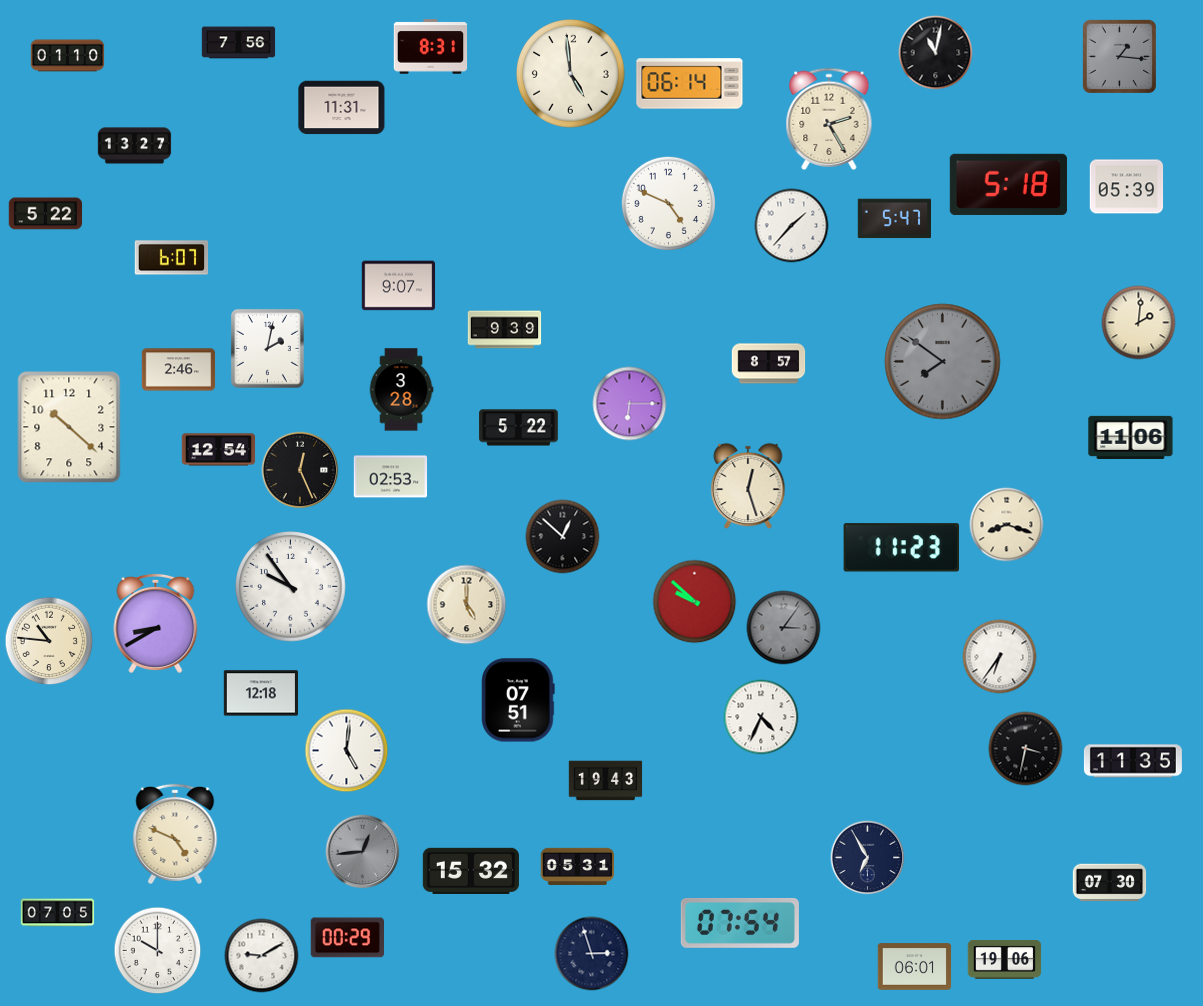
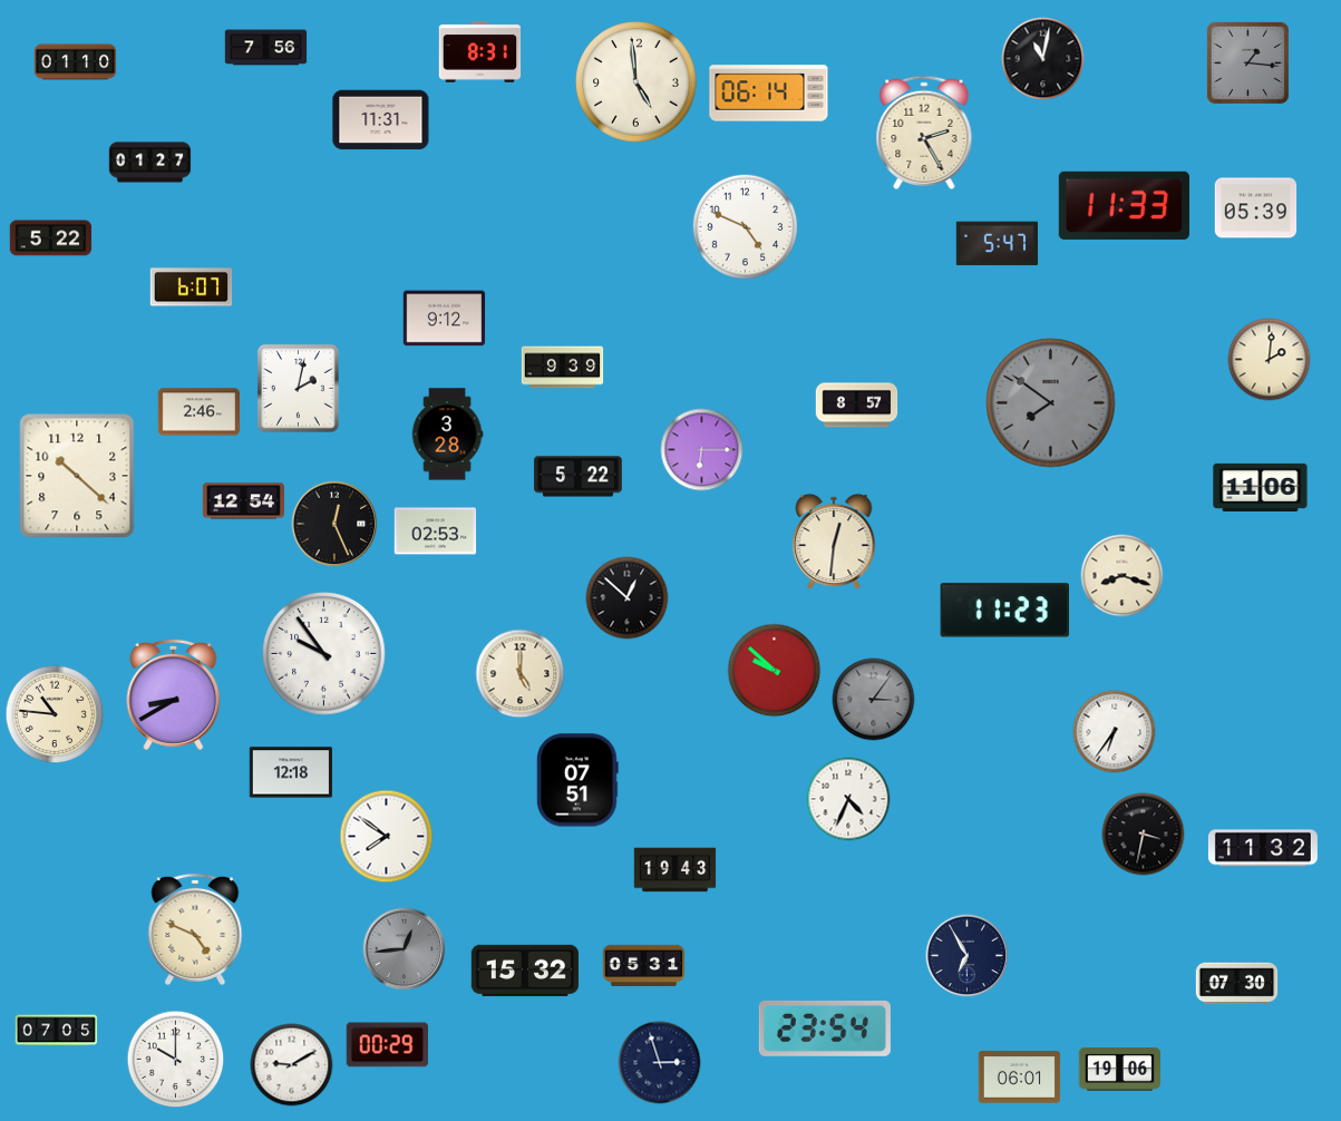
clock at (135, 146): 13:27 -> 01:27
clock at (1008, 184): 5:18 -> 11:33
clock at (792, 226): 1:37 -> none
clock at (399, 286): 9:07 -> 9:12
clock at (748, 486): 12:27 -> 12:31
clock at (1007, 525) position: (1007, 525) -> (1123, 576)
clock at (347, 751): 5:01 -> 7:51
clock at (1133, 761): 11:35 -> 11:32
clock at (58, 913) position: (58, 913) -> (57, 1031)
clock at (740, 923): 07:54 -> 23:54
